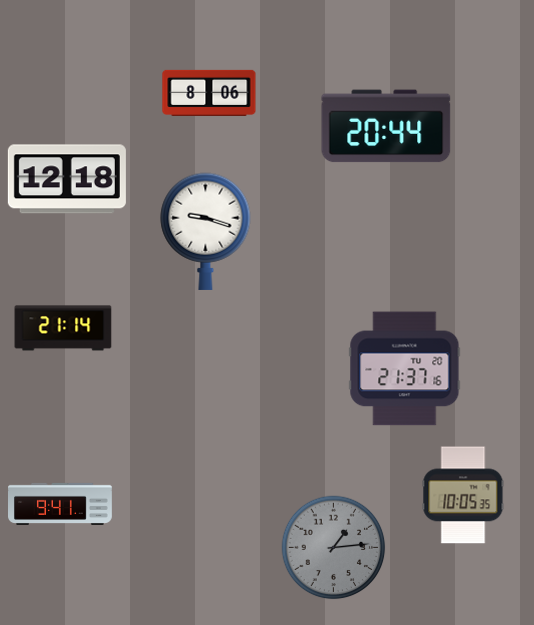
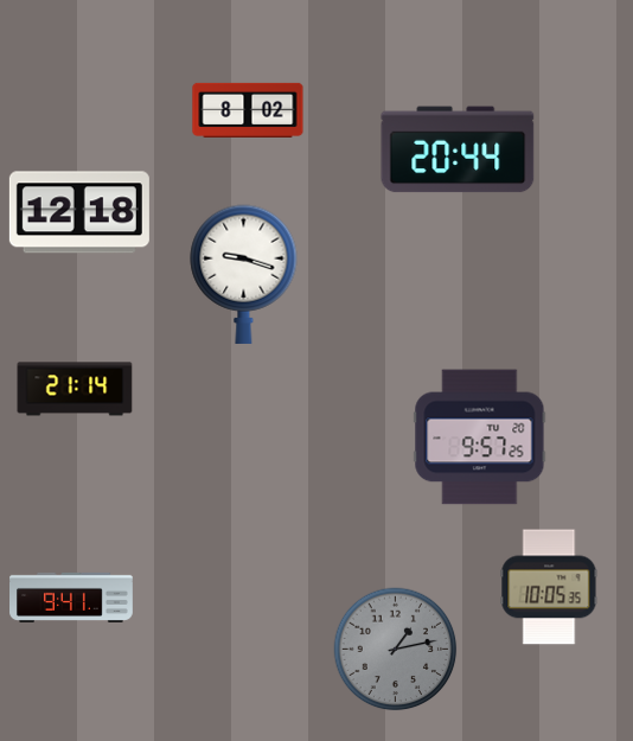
clock at (209, 93): 8:06 -> 8:02
clock at (405, 369): 21:37 -> 9:57
clock at (334, 548): 1:14 -> 1:13
